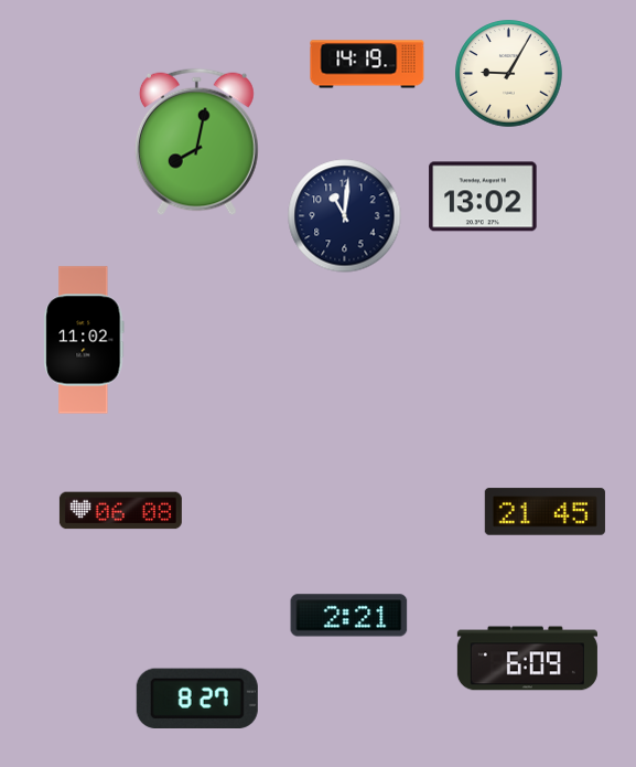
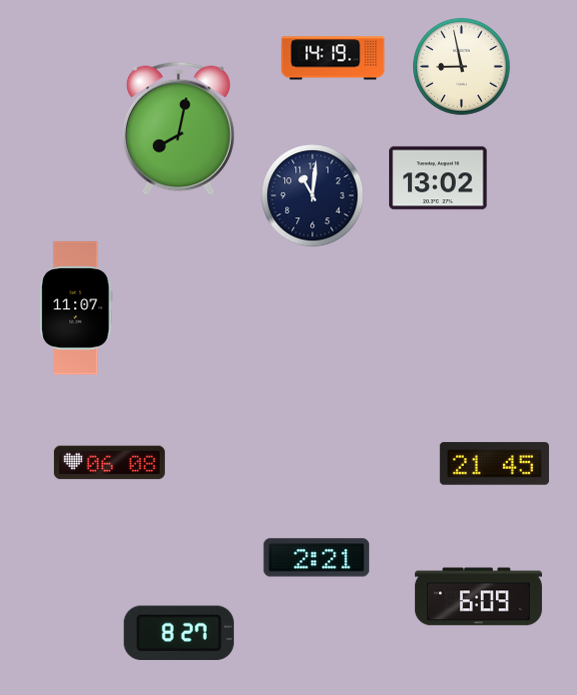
clock at (509, 74): 9:05 -> 8:58
clock at (84, 340): 11:02 -> 11:07
